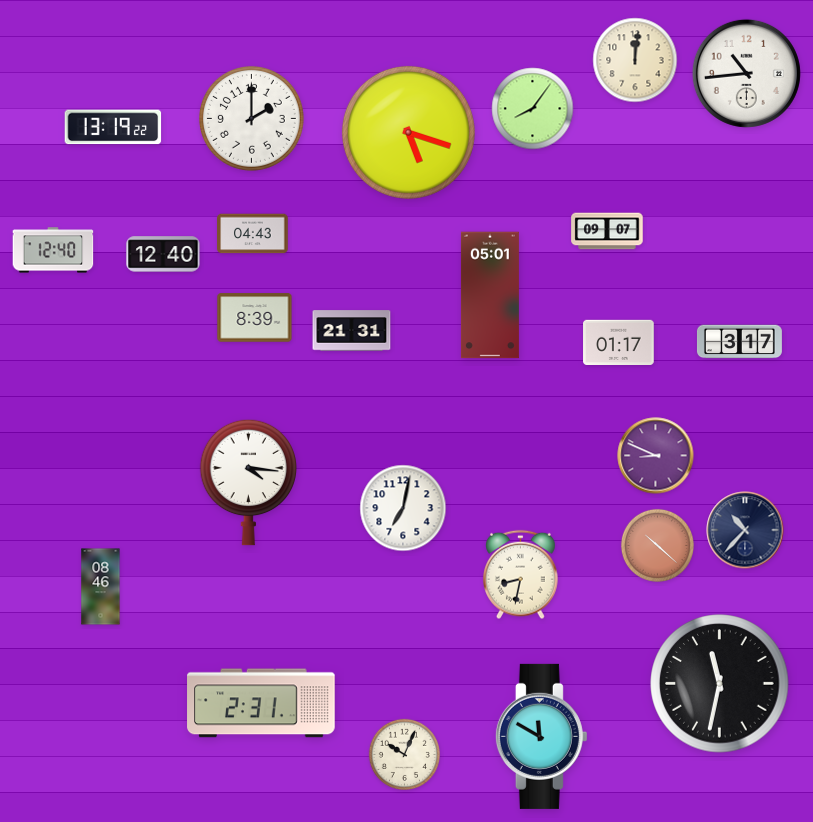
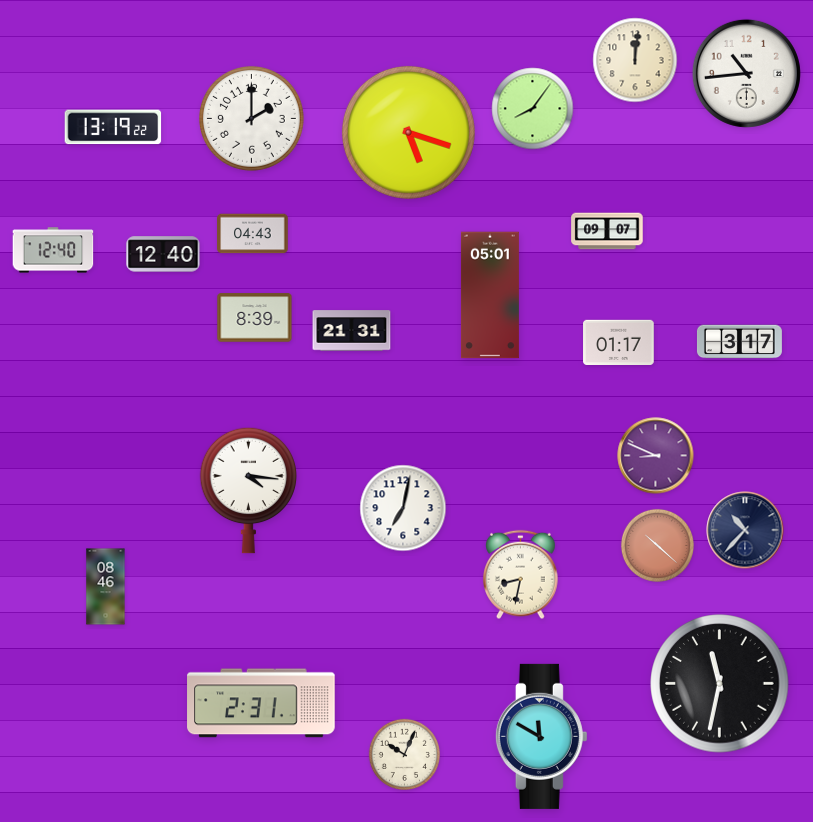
clock at (248, 482) position: (248, 482) -> (248, 490)
clock at (101, 587) position: (101, 587) -> (106, 587)
